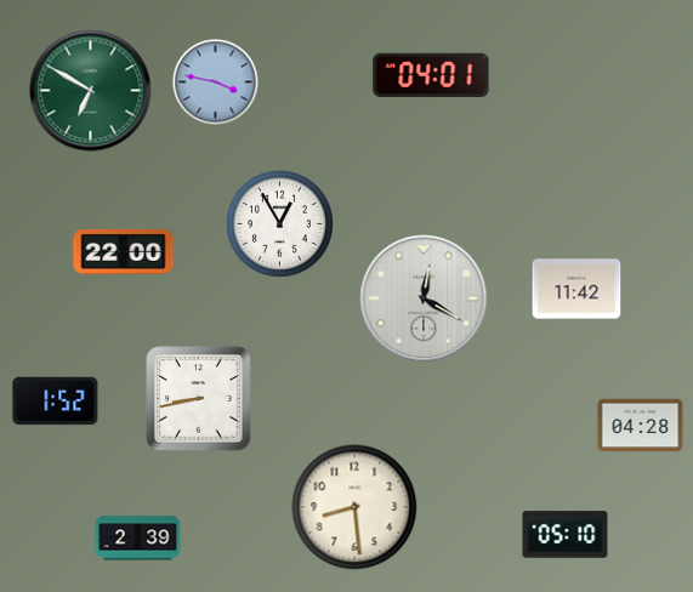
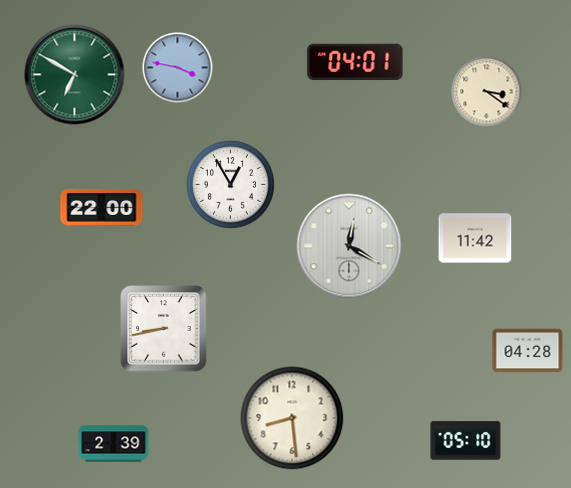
clock at (487, 92): none -> 3:21
clock at (56, 402): 1:52 -> none
